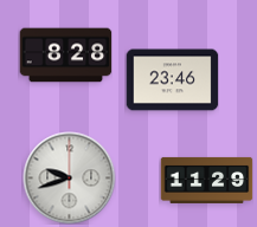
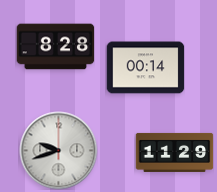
clock at (172, 80): 23:46 -> 00:14
